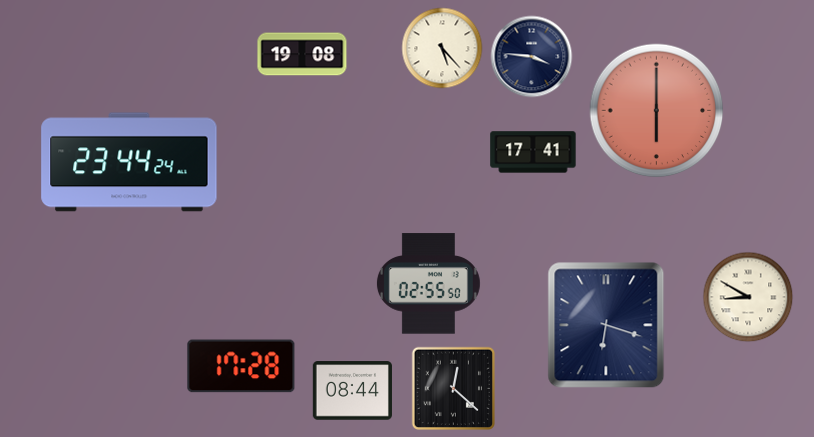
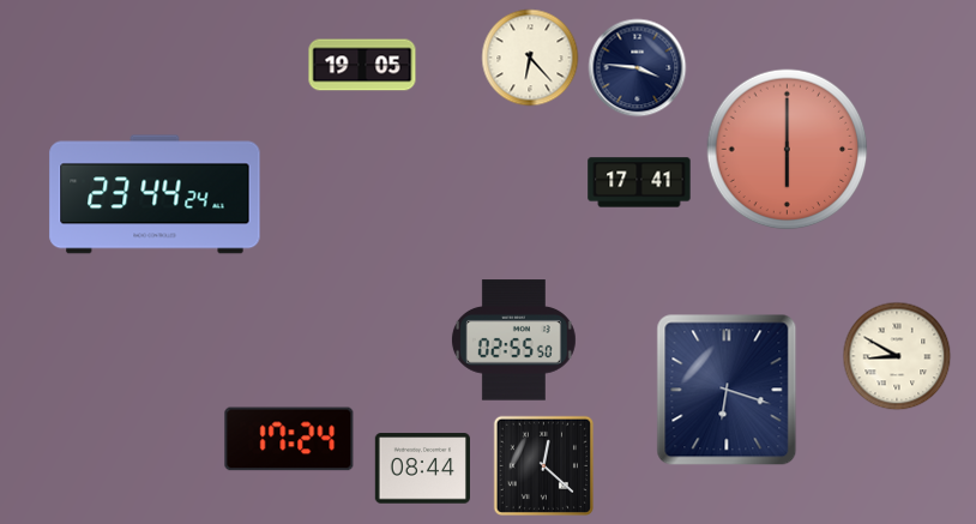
clock at (442, 48): 5:23 -> 6:23
clock at (302, 54): 19:08 -> 19:05
clock at (657, 111) position: (657, 111) -> (788, 150)
clock at (241, 366): 17:28 -> 17:24
